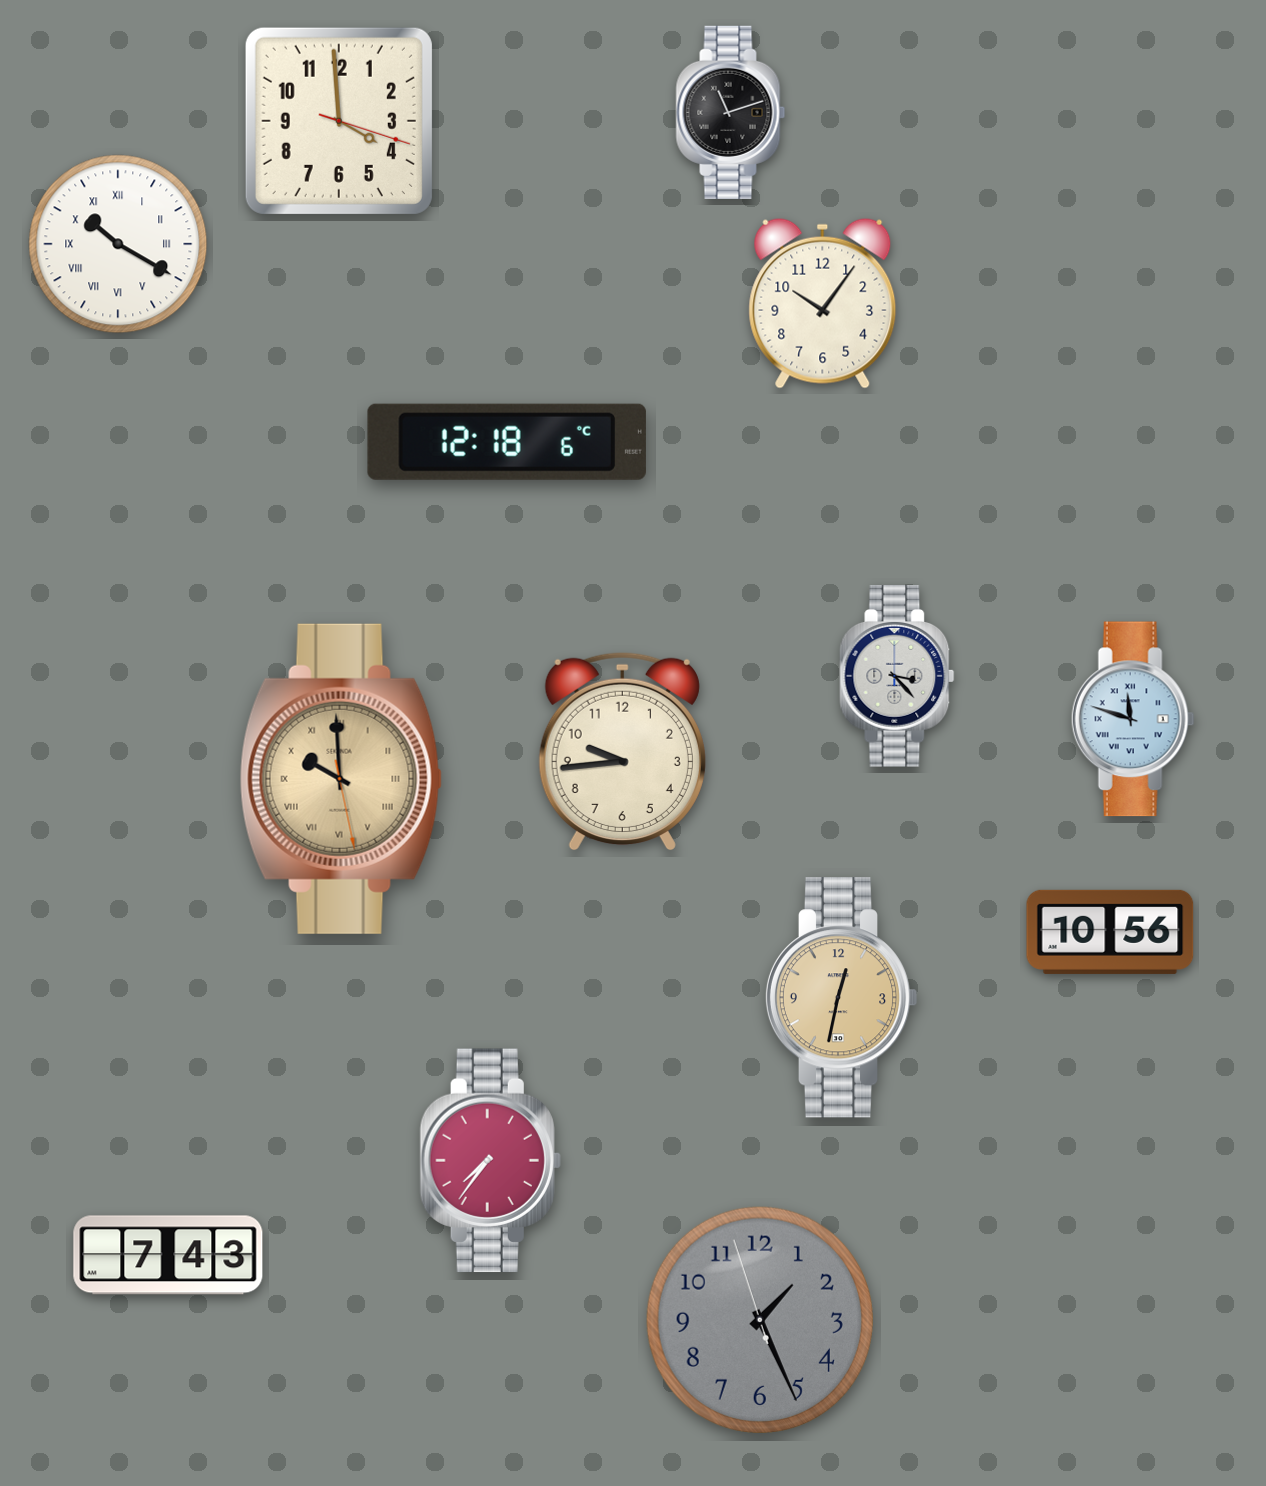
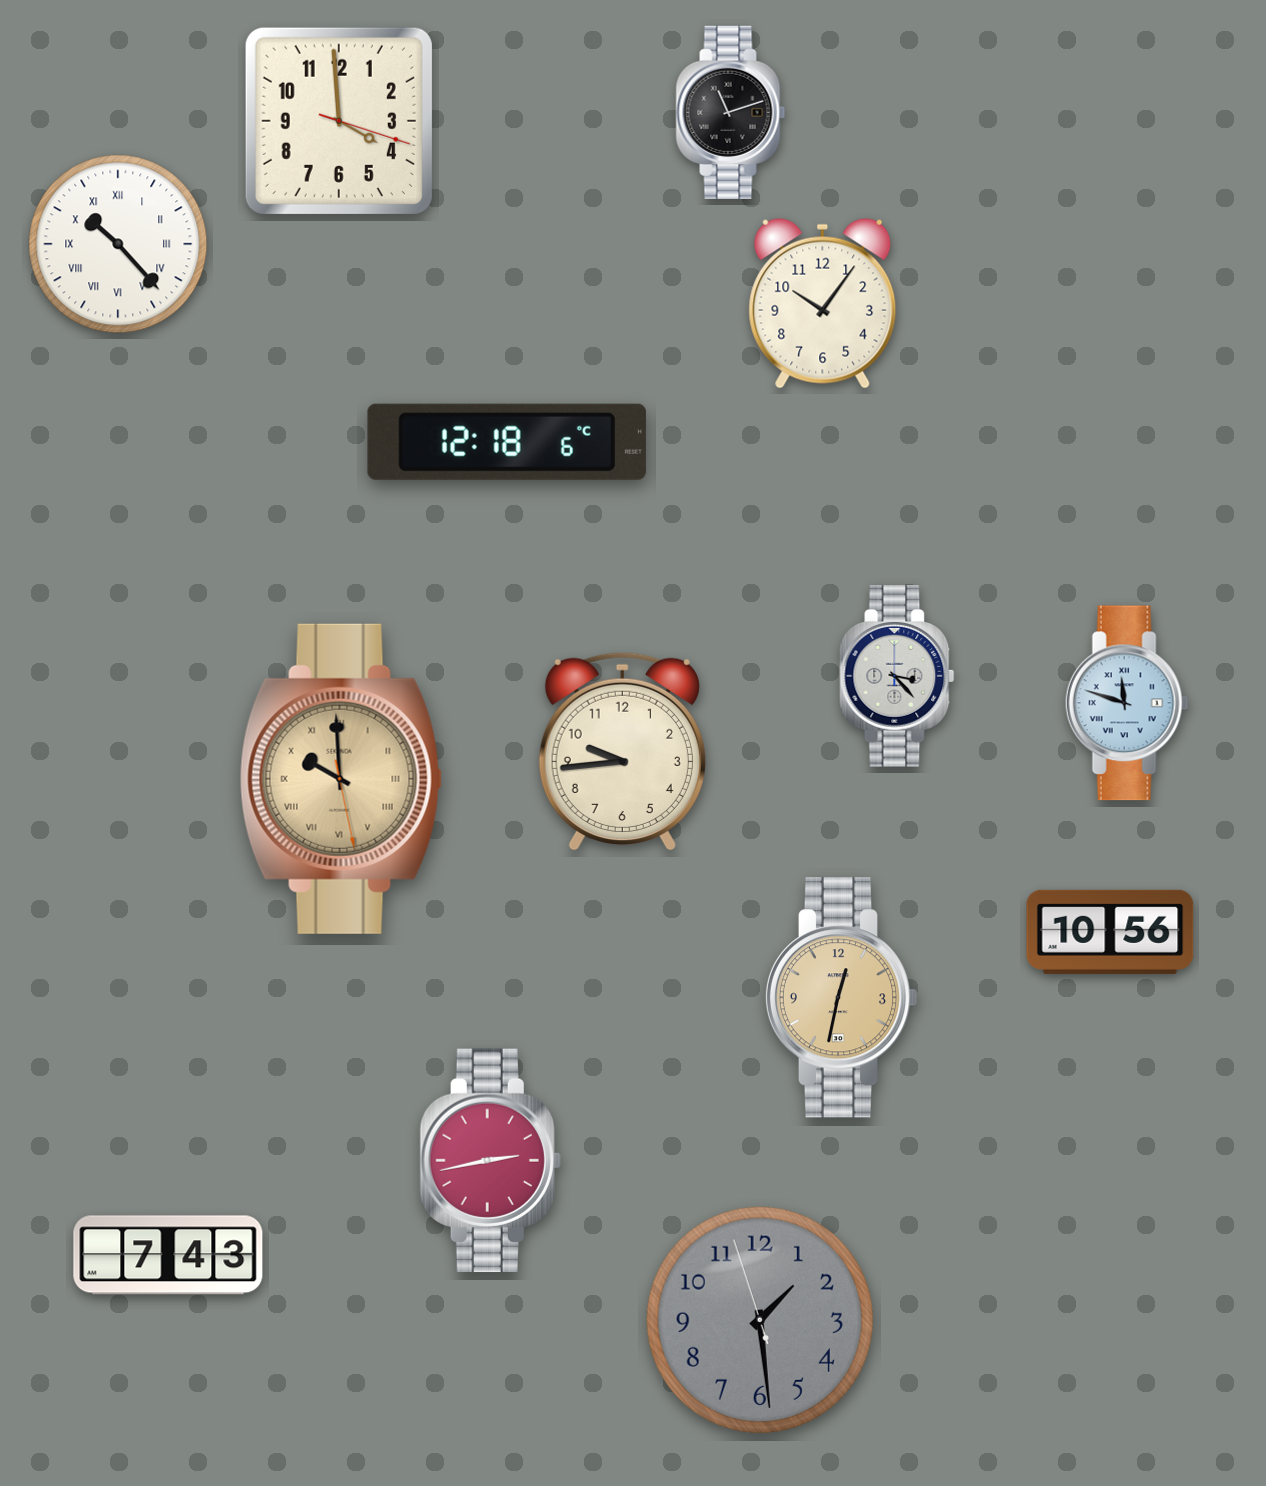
clock at (118, 244): 10:20 -> 10:23
clock at (1133, 719) position: (1133, 719) -> (1127, 703)
clock at (490, 1161): 7:36 -> 2:43
clock at (760, 1320): 1:25 -> 1:28
